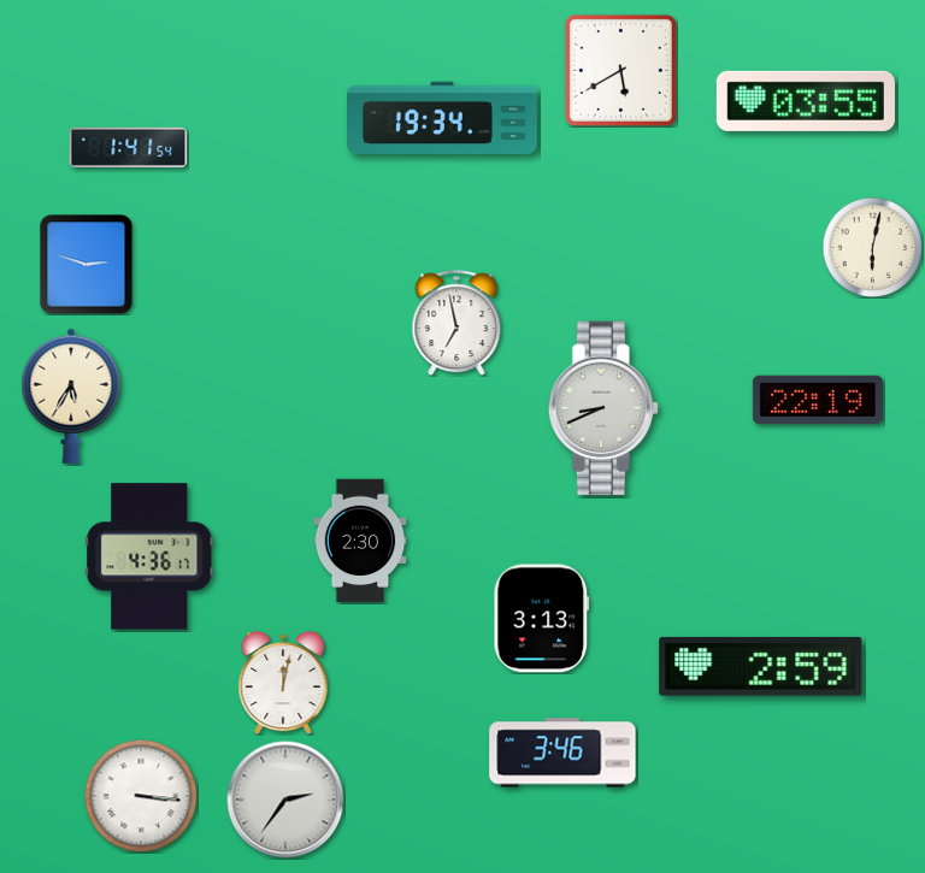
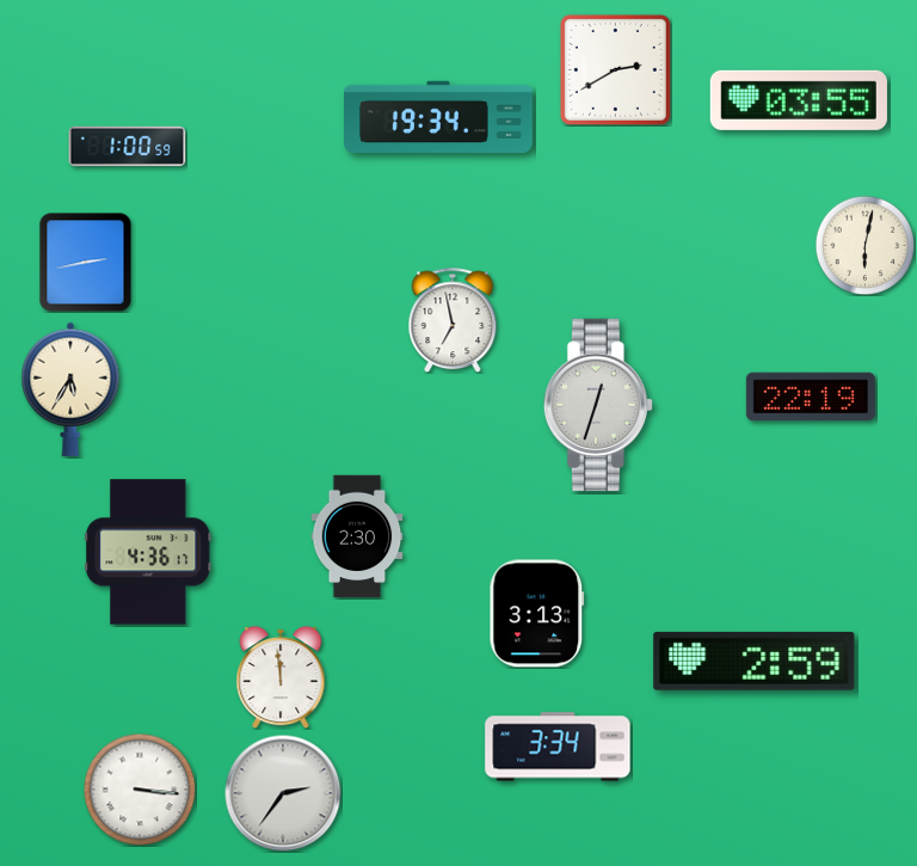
clock at (620, 70): 5:40 -> 2:40
clock at (129, 147): 1:41 -> 1:00
clock at (87, 264): 2:48 -> 2:43
clock at (71, 396) position: (71, 396) -> (70, 389)
clock at (602, 408): 8:41 -> 12:33
clock at (283, 683): 12:02 -> 11:59
clock at (562, 753): 3:46 -> 3:34
